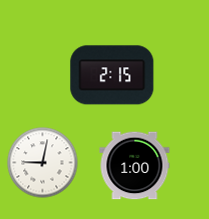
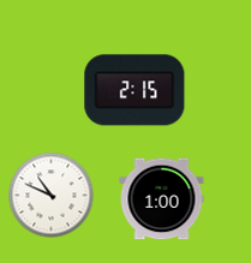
clock at (43, 163): 9:02 -> 10:49
